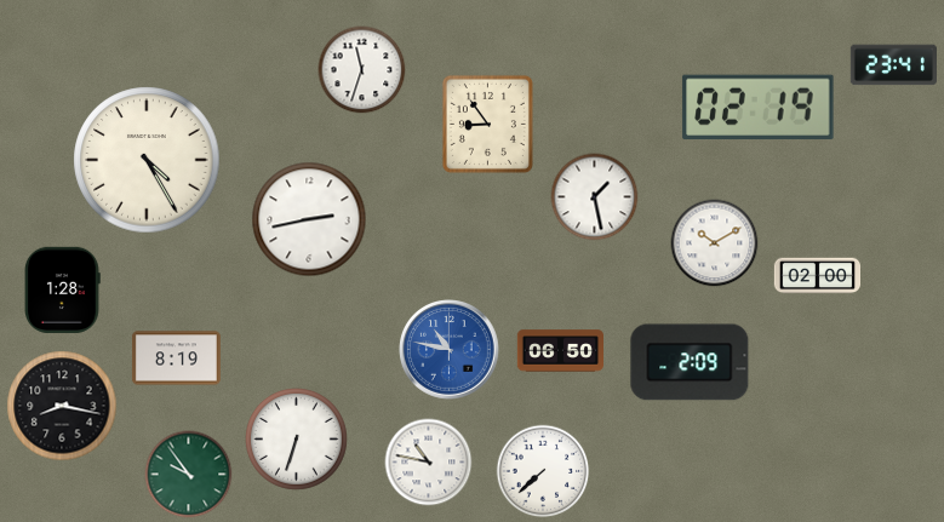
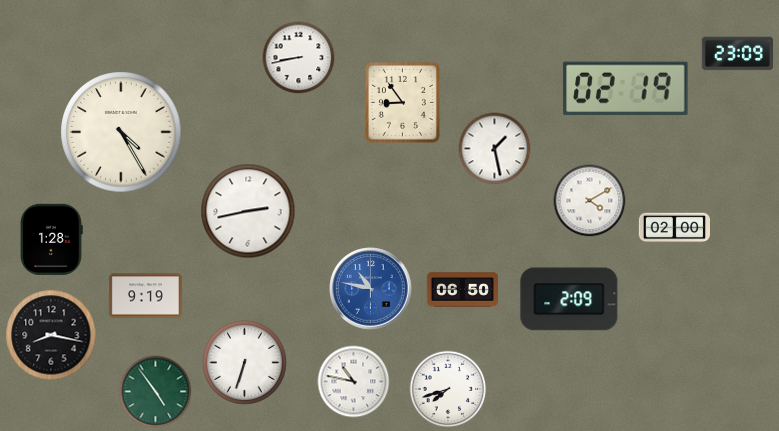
clock at (893, 65): 23:41 -> 23:09
clock at (362, 70): 11:33 -> 8:43
clock at (595, 197) position: (595, 197) -> (495, 149)
clock at (309, 219) position: (309, 219) -> (248, 211)
clock at (715, 243): 10:10 -> 4:10
clock at (176, 358): 8:19 -> 9:19
clock at (543, 471): 7:38 -> 7:42
clock at (189, 475): 9:54 -> 4:54
